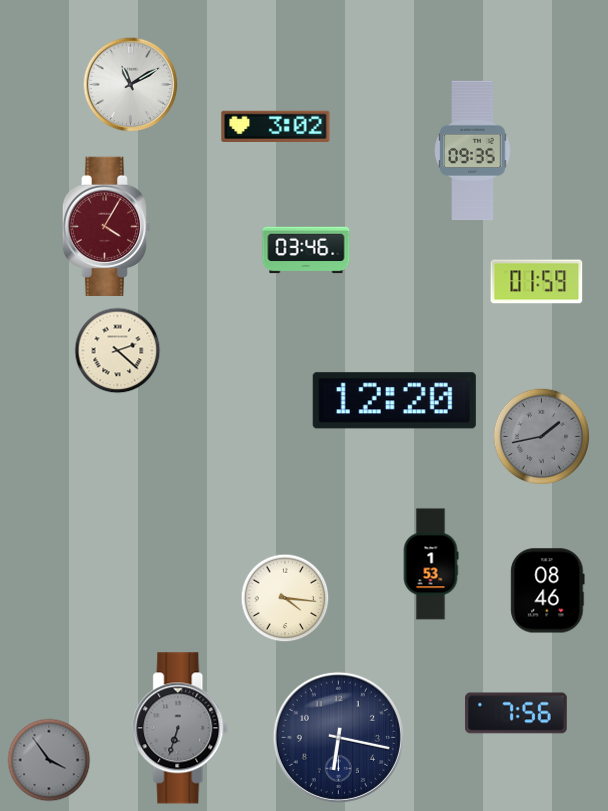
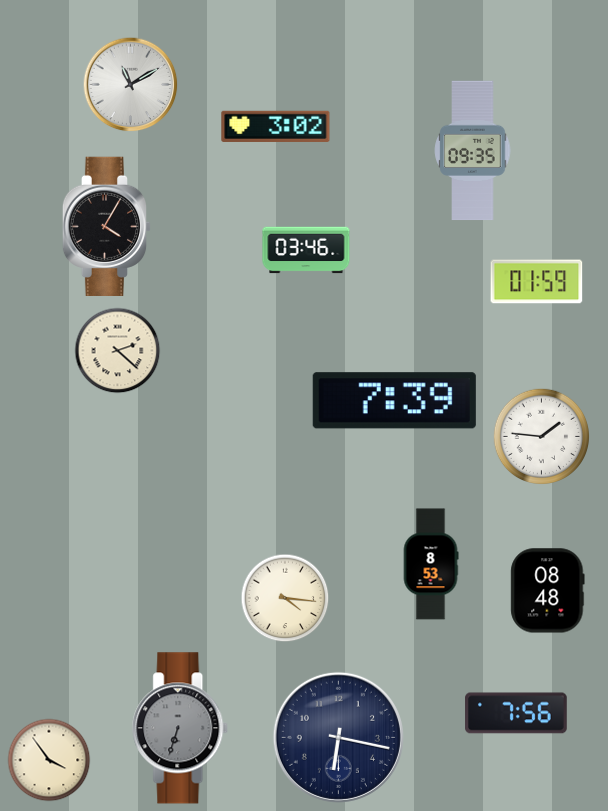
clock at (107, 226) dial: burgundy -> black
clock at (394, 401): 12:20 -> 7:39
clock at (541, 436): 1:43 -> 1:46
clock at (541, 436) dial: grey -> white
clock at (431, 564): 1:53 -> 8:53
clock at (548, 591): 08:46 -> 08:48
clock at (49, 760) dial: grey -> cream
